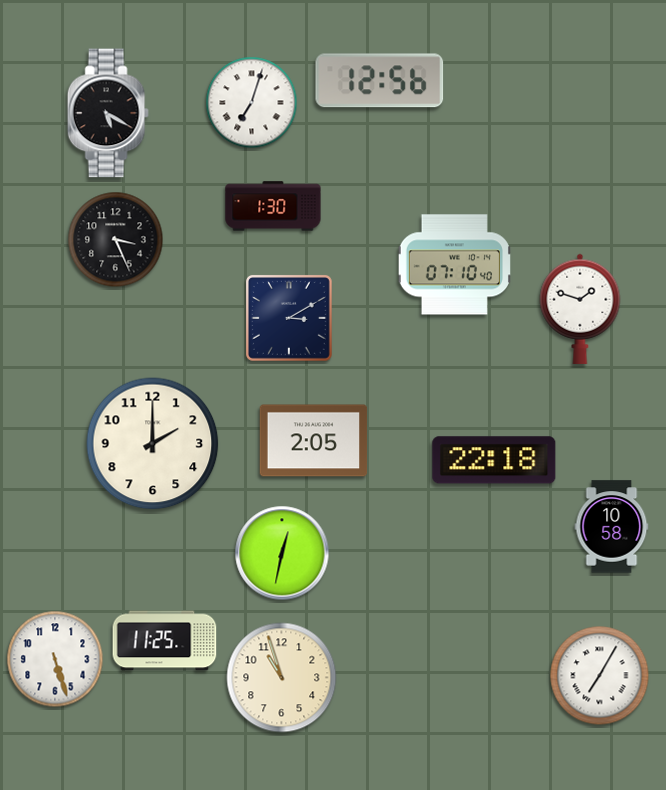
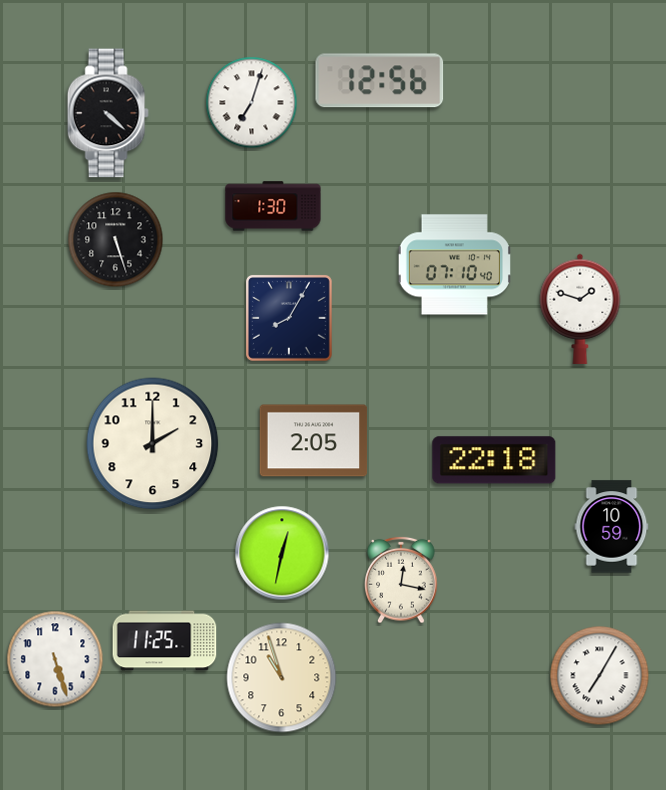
clock at (108, 113): 5:20 -> 4:22
clock at (116, 240): 3:26 -> 5:27
clock at (289, 318): 3:10 -> 8:05
clock at (612, 527): 10:58 -> 10:59
clock at (401, 580): none -> 12:17
